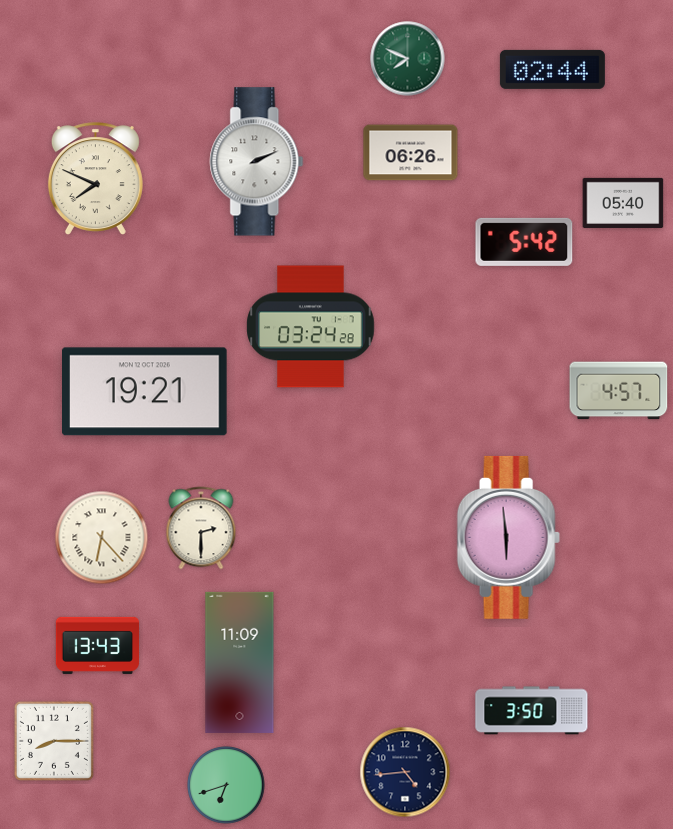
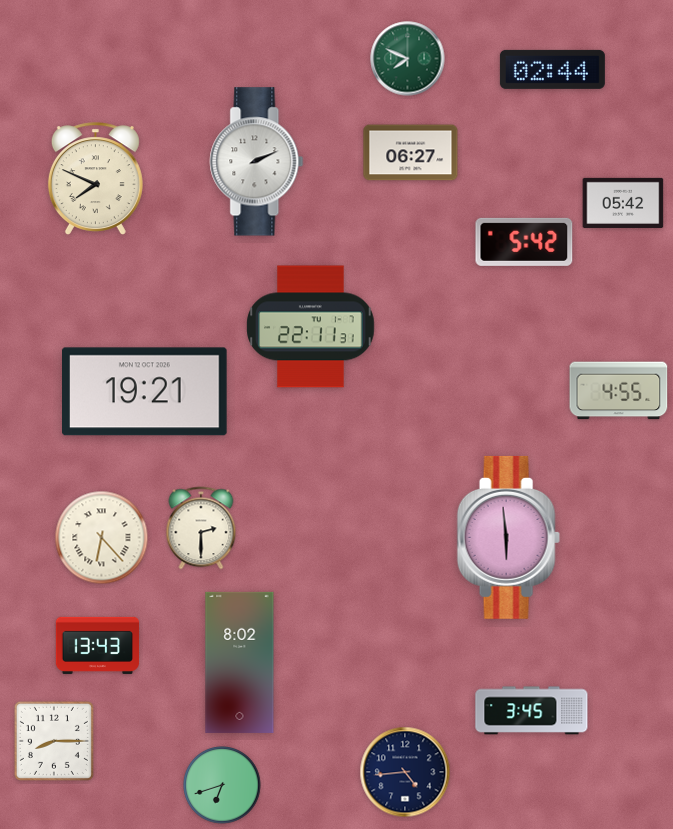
clock at (411, 153): 06:26 -> 06:27
clock at (623, 203): 05:40 -> 05:42
clock at (311, 327): 03:24 -> 22:11
clock at (619, 391): 4:57 -> 4:55
clock at (240, 662): 11:09 -> 8:02
clock at (532, 711): 3:50 -> 3:45
clock at (226, 785) position: (226, 785) -> (222, 785)
